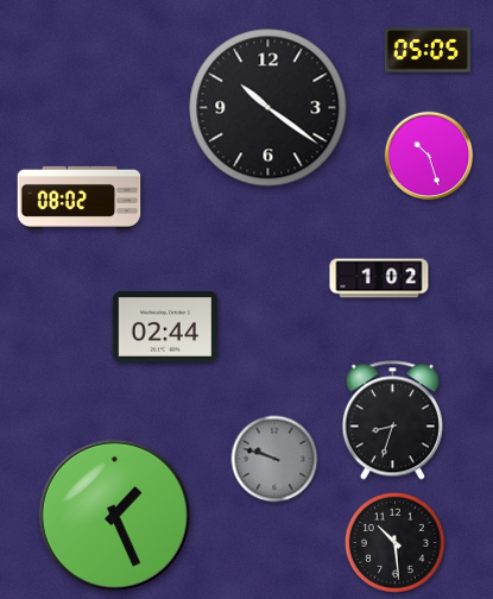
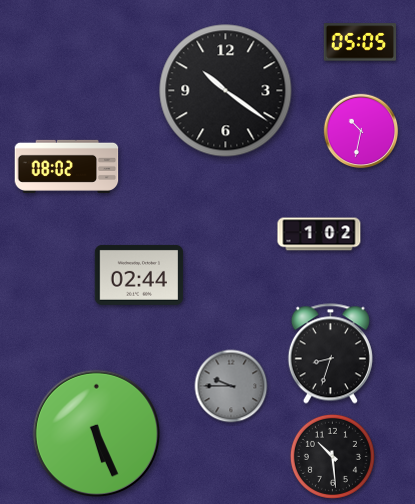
clock at (429, 156): 10:27 -> 10:32
clock at (274, 459): 9:48 -> 9:45
clock at (114, 515): 1:26 -> 5:26
